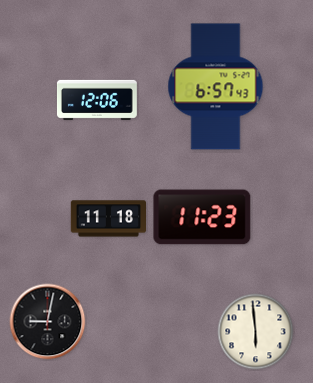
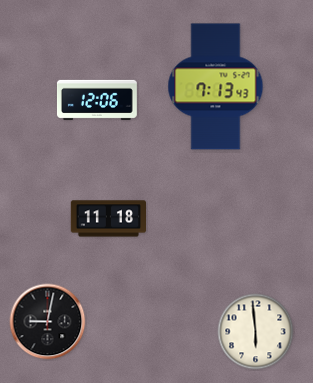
clock at (216, 87): 6:57 -> 7:13
clock at (202, 217): 11:23 -> none
